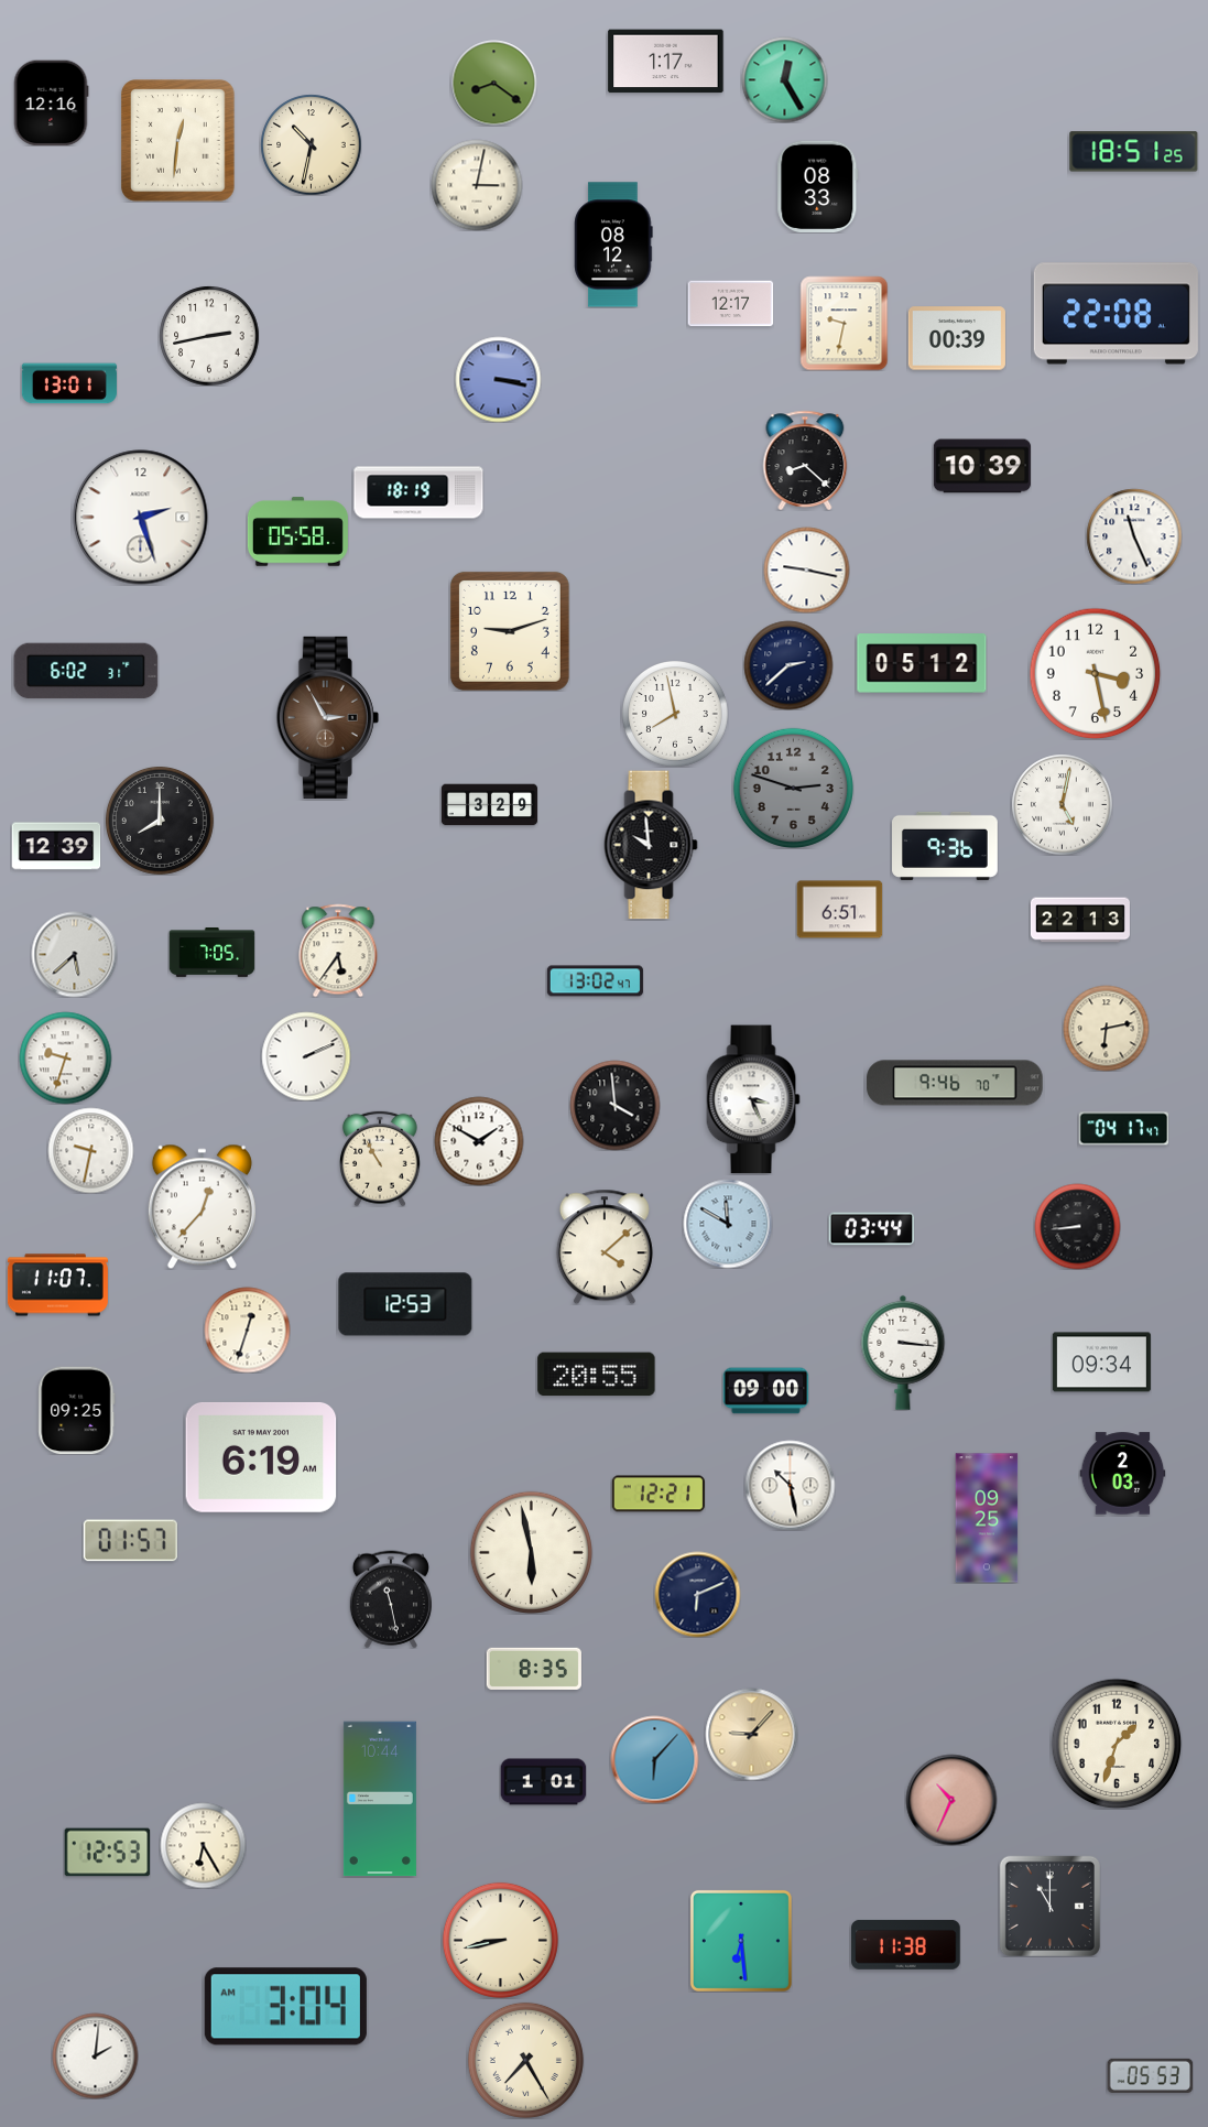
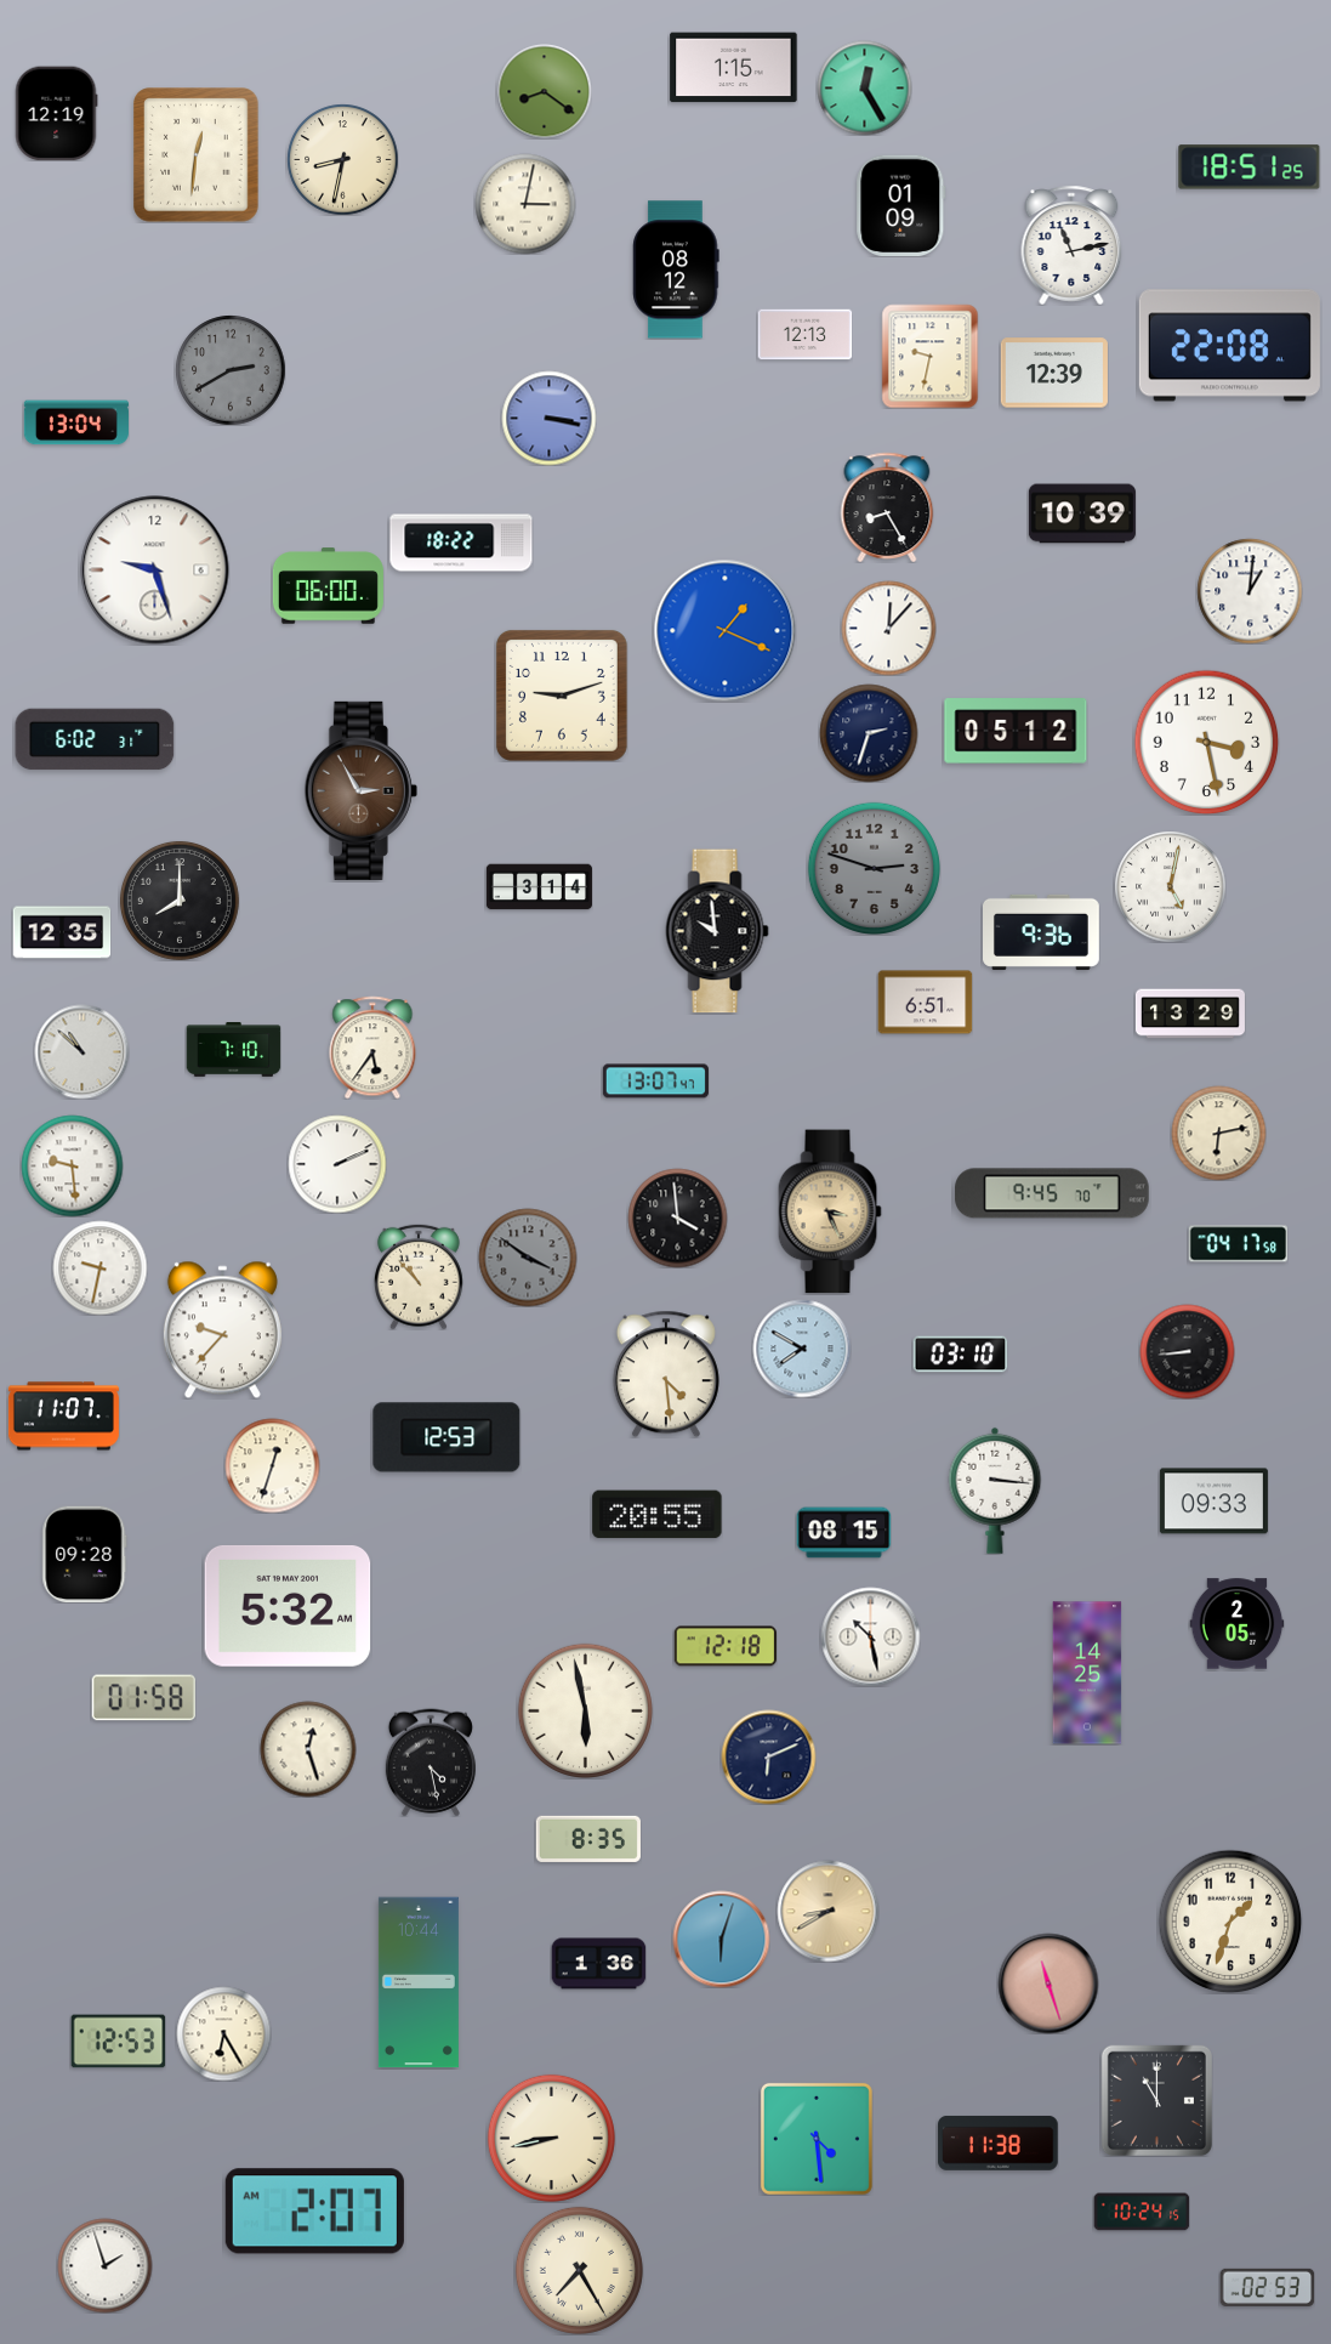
clock at (666, 62): 1:17 -> 1:15
clock at (51, 102): 12:16 -> 12:19
clock at (311, 144): 10:32 -> 8:32
clock at (818, 186): 08:33 -> 01:09
clock at (1071, 245): none -> 11:13
clock at (730, 304): 12:17 -> 12:13
clock at (209, 336): 2:43 -> 2:40
clock at (209, 336) dial: white -> grey
clock at (957, 338): 00:39 -> 12:39
clock at (69, 383): 13:01 -> 13:04
clock at (805, 459): 8:22 -> 8:25
clock at (418, 492): 18:19 -> 18:22
clock at (141, 518): 2:27 -> 9:27
clock at (297, 532): 05:58 -> 06:00
clock at (1134, 536): 11:26 -> 1:01
clock at (806, 569): 9:17 -> 12:07
clock at (724, 630): none -> 1:19
clock at (788, 665): 2:38 -> 2:33
clock at (675, 714): 7:58 -> none
clock at (489, 805): 3:29 -> 3:14
clock at (160, 821) position: (160, 821) -> (180, 901)
clock at (56, 846): 12:39 -> 12:35
clock at (1080, 920): 22:13 -> 13:29
clock at (211, 953): 7:05 -> 7:10
clock at (74, 954): 5:38 -> 10:52
clock at (595, 981): 13:02 -> 13:07
clock at (65, 1057): 9:33 -> 9:29
clock at (955, 1083): 9:46 -> 9:45
clock at (753, 1099) dial: white -> champagne
clock at (1123, 1129): 04:17:47 -> 04:17:58
clock at (479, 1141): 1:50 -> 3:51
clock at (479, 1141) dial: white -> grey
clock at (381, 1159): 10:55 -> 10:53
clock at (202, 1206): 12:37 -> 9:37
clock at (728, 1224): 11:50 -> 7:50
clock at (871, 1229): 03:44 -> 03:10
clock at (605, 1247): 4:08 -> 4:29
clock at (1101, 1363): 09:34 -> 09:33
clock at (765, 1391): 09:00 -> 08:15
clock at (77, 1410): 09:25 -> 09:28
clock at (261, 1457): 6:19 -> 5:32
clock at (1122, 1474): 2:03 -> 2:05
clock at (659, 1494): 12:21 -> 12:18
clock at (987, 1518): 09:25 -> 14:25
clock at (130, 1541): 01:57 -> 01:58
clock at (308, 1749): none -> 12:27
clock at (391, 1599): 11:28 -> 4:28
clock at (751, 1734): 9:07 -> 8:40
clock at (654, 1759): 6:07 -> 6:03
clock at (543, 1782): 1:01 -> 1:36
clock at (951, 1800): 10:34 -> 11:27
clock at (741, 1941): 6:29 -> 4:29
clock at (285, 2007): 3:04 -> 2:07
clock at (1142, 2212): none -> 10:24
clock at (95, 2055): 2:01 -> 1:57
clock at (1150, 2075): 05:53 -> 02:53
